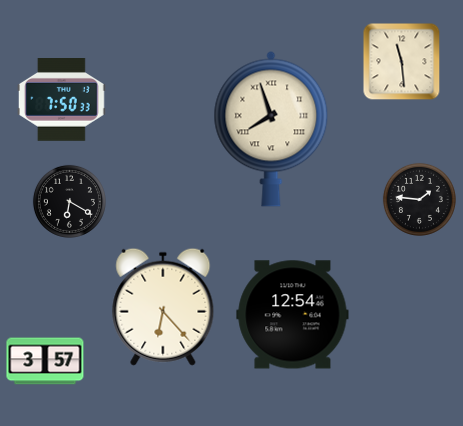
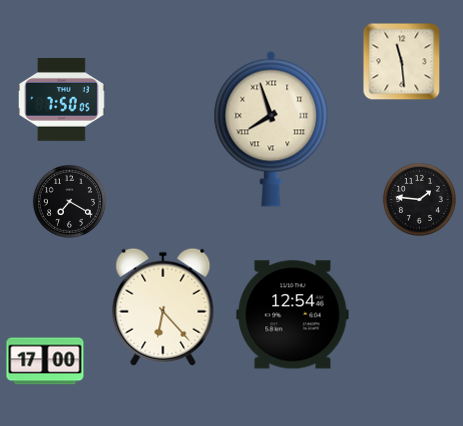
clock at (62, 100): 7:50:33 -> 7:50:05
clock at (69, 201): 6:20 -> 7:20
clock at (45, 361): 3:57 -> 17:00
